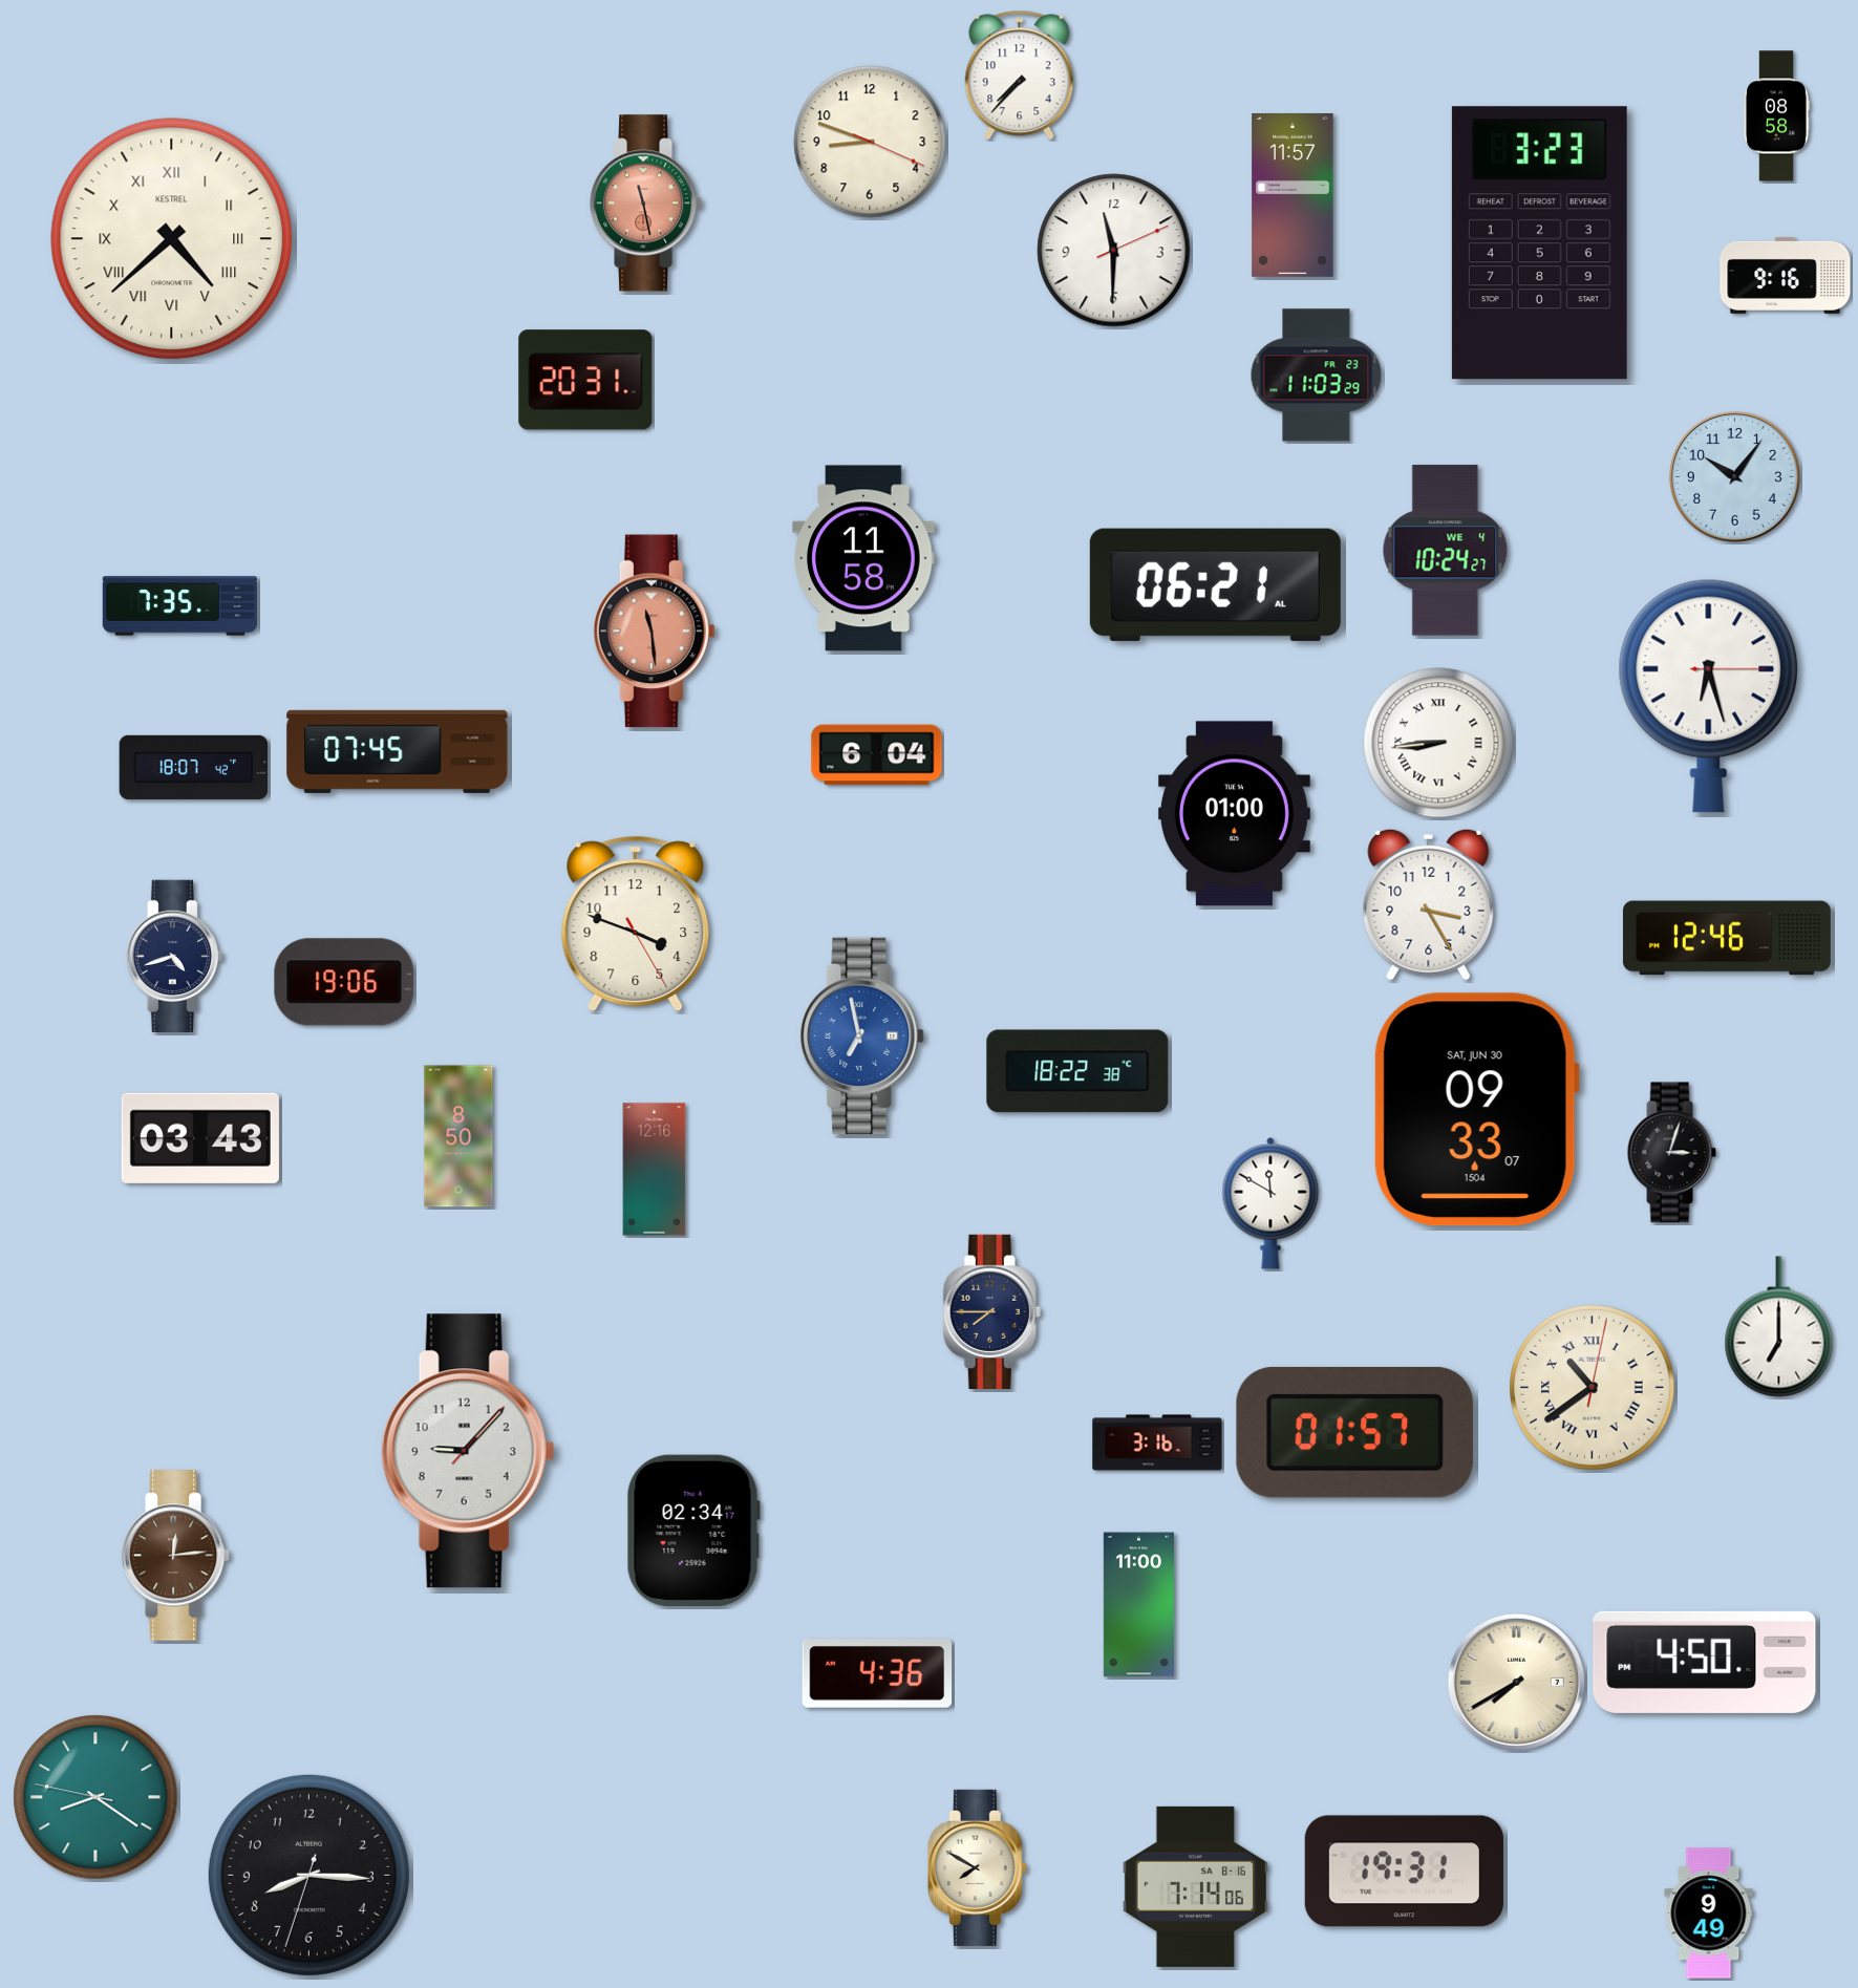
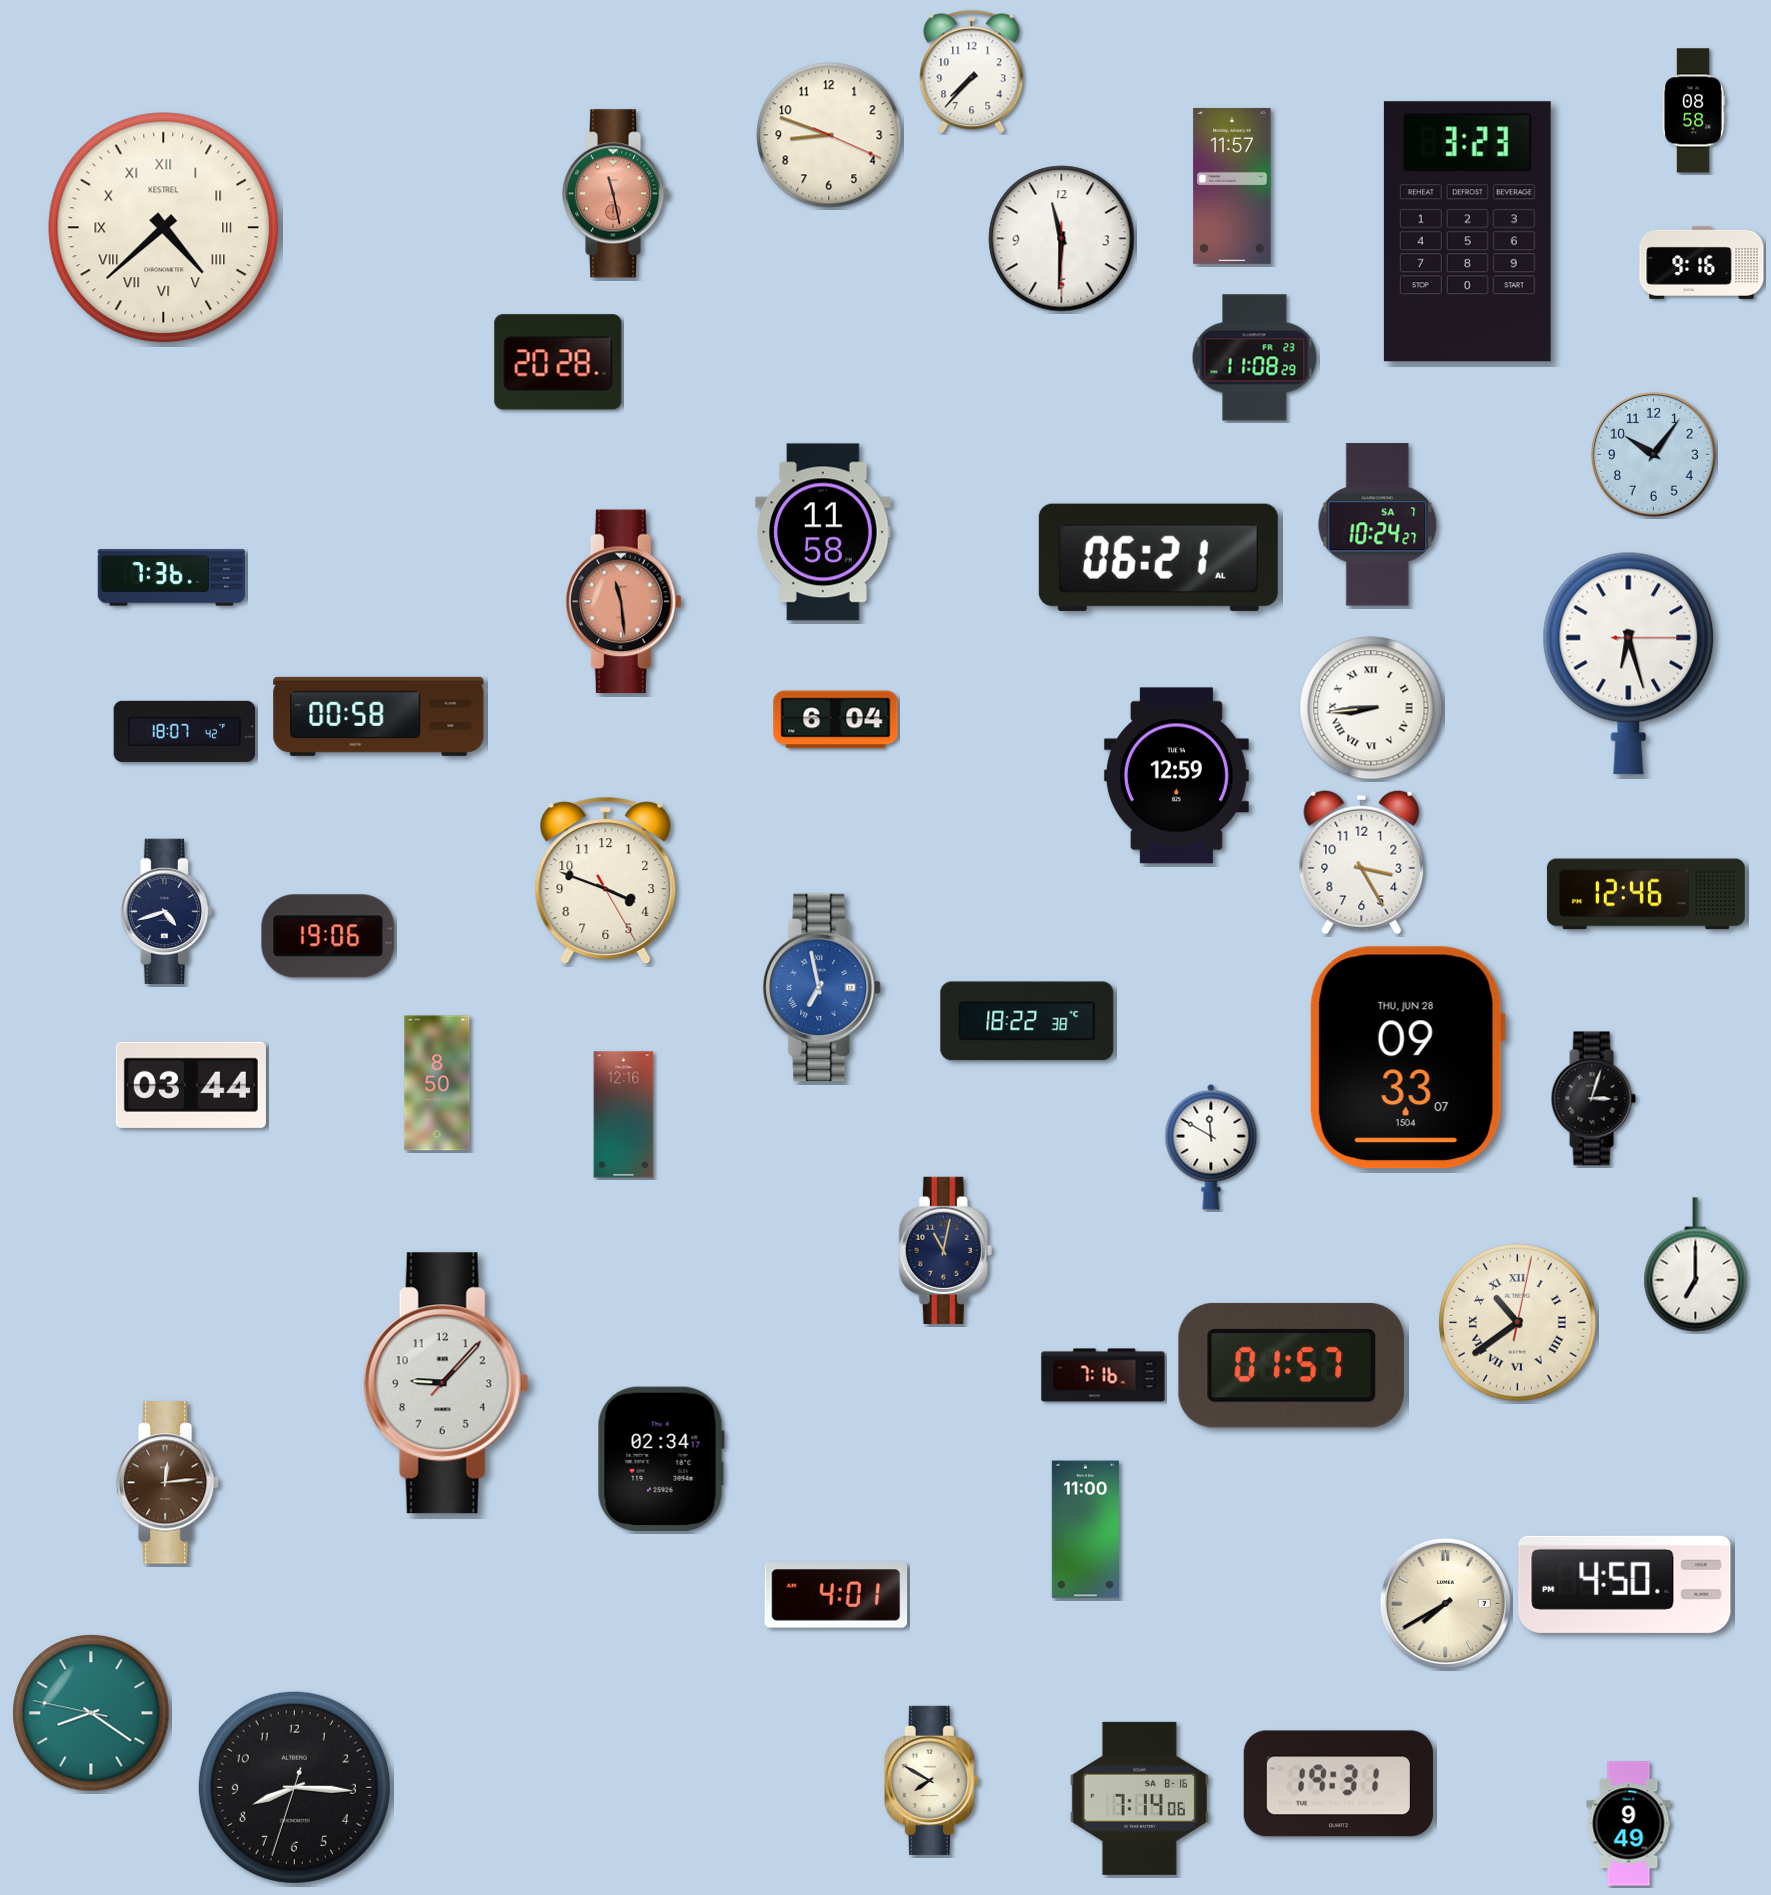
clock at (1114, 251): 11:30:11 -> 11:30:30
clock at (1317, 376): 11:03 -> 11:08
clock at (585, 380): 20:31 -> 20:28
clock at (1446, 551) date: WE 4 -> SA 7
clock at (179, 606): 7:35 -> 7:36
clock at (398, 751): 07:45 -> 00:58
clock at (1234, 814): 01:00 -> 12:59
clock at (1476, 1110) date: SAT, JUN 30 -> THU, JUN 28
clock at (200, 1138): 03:43 -> 03:44
clock at (991, 1311): 7:45 -> 11:02
clock at (1157, 1442): 3:16 -> 7:16
clock at (877, 1674): 4:36 -> 4:01
